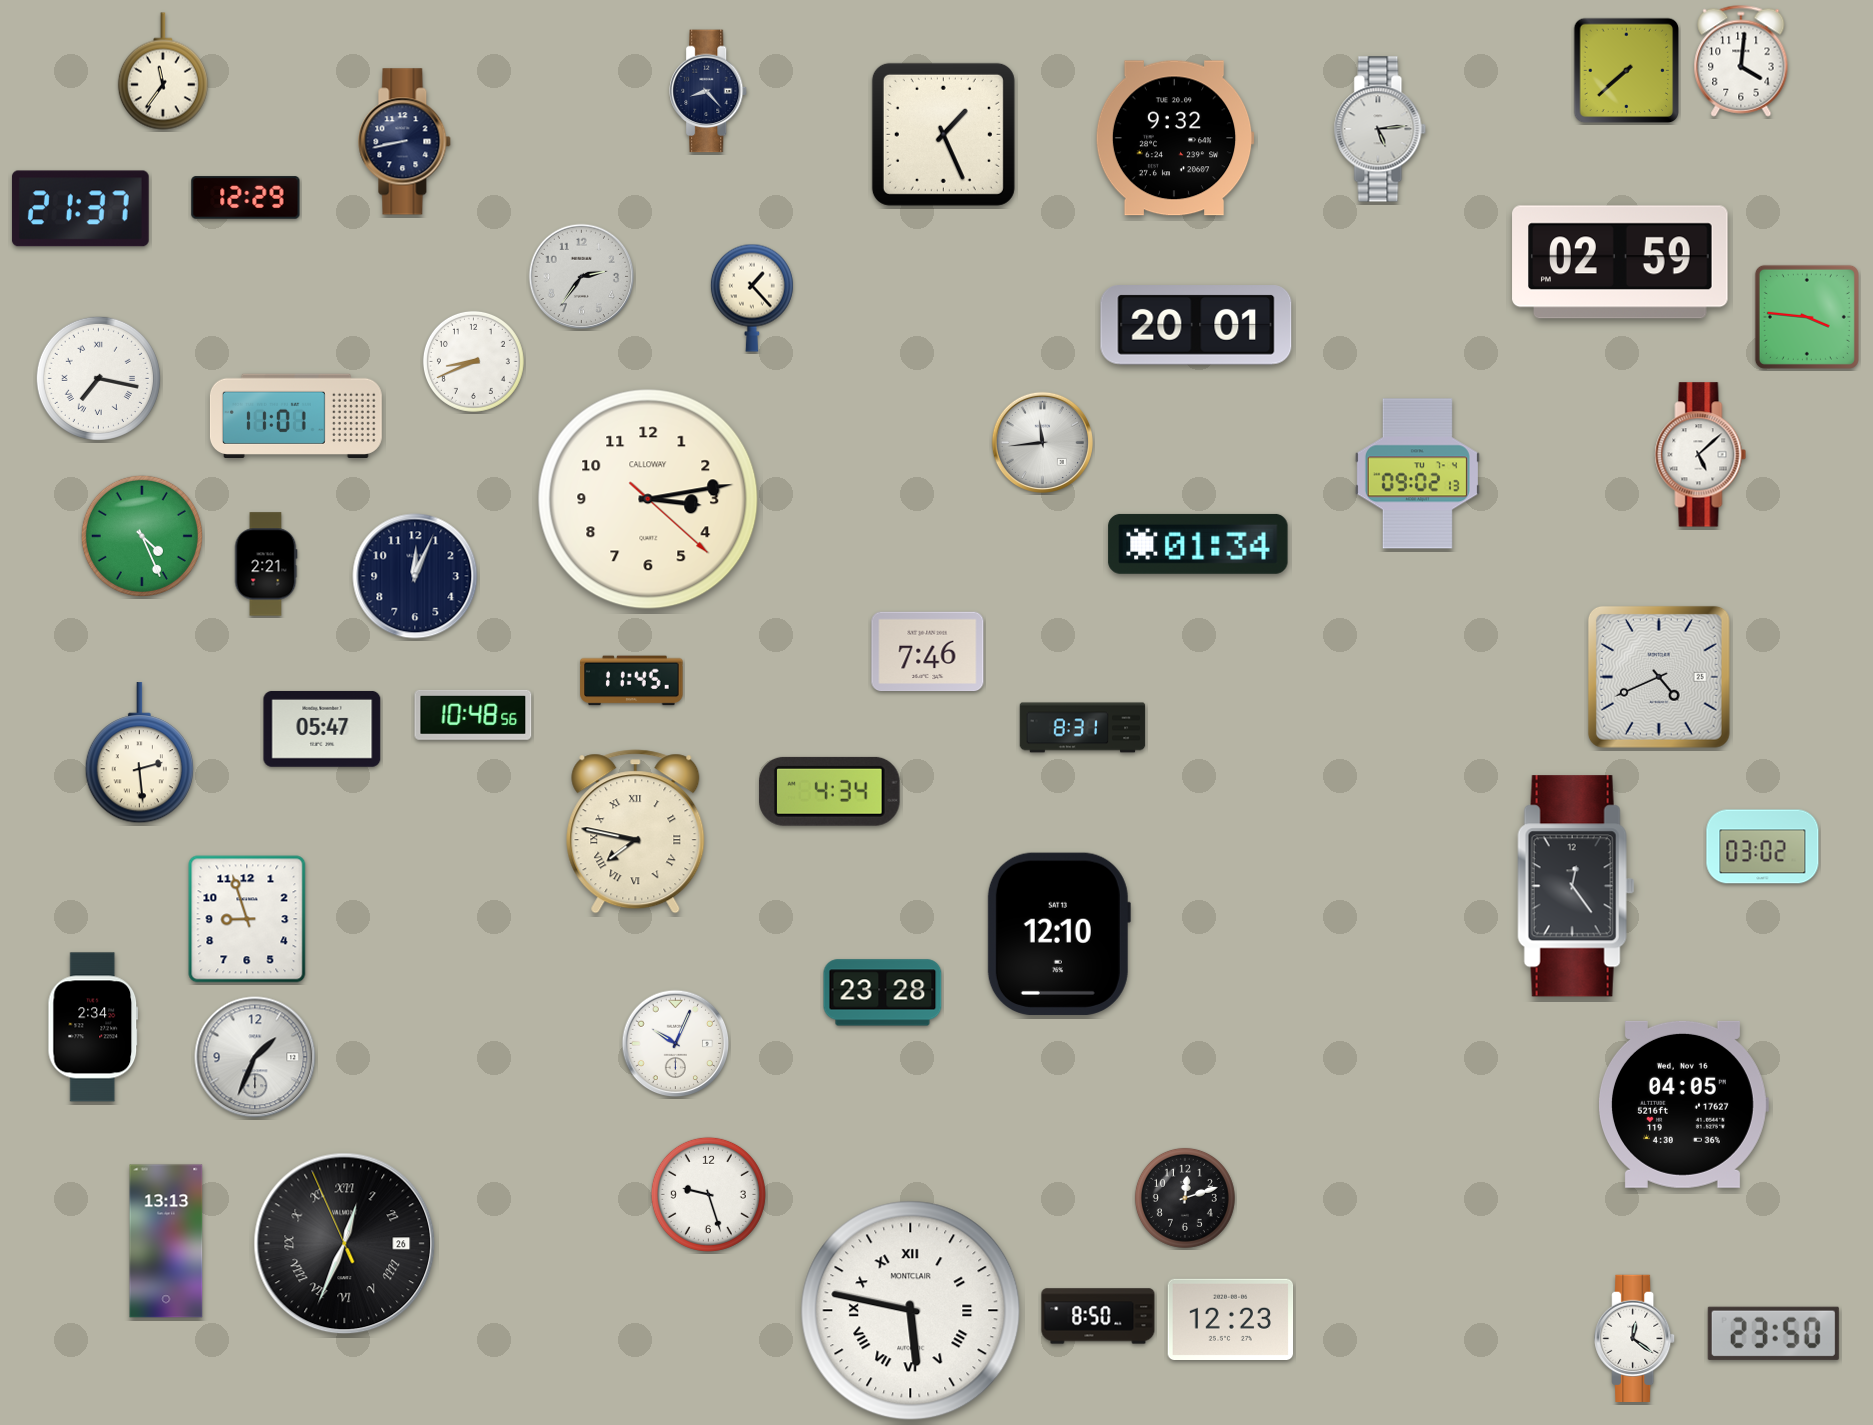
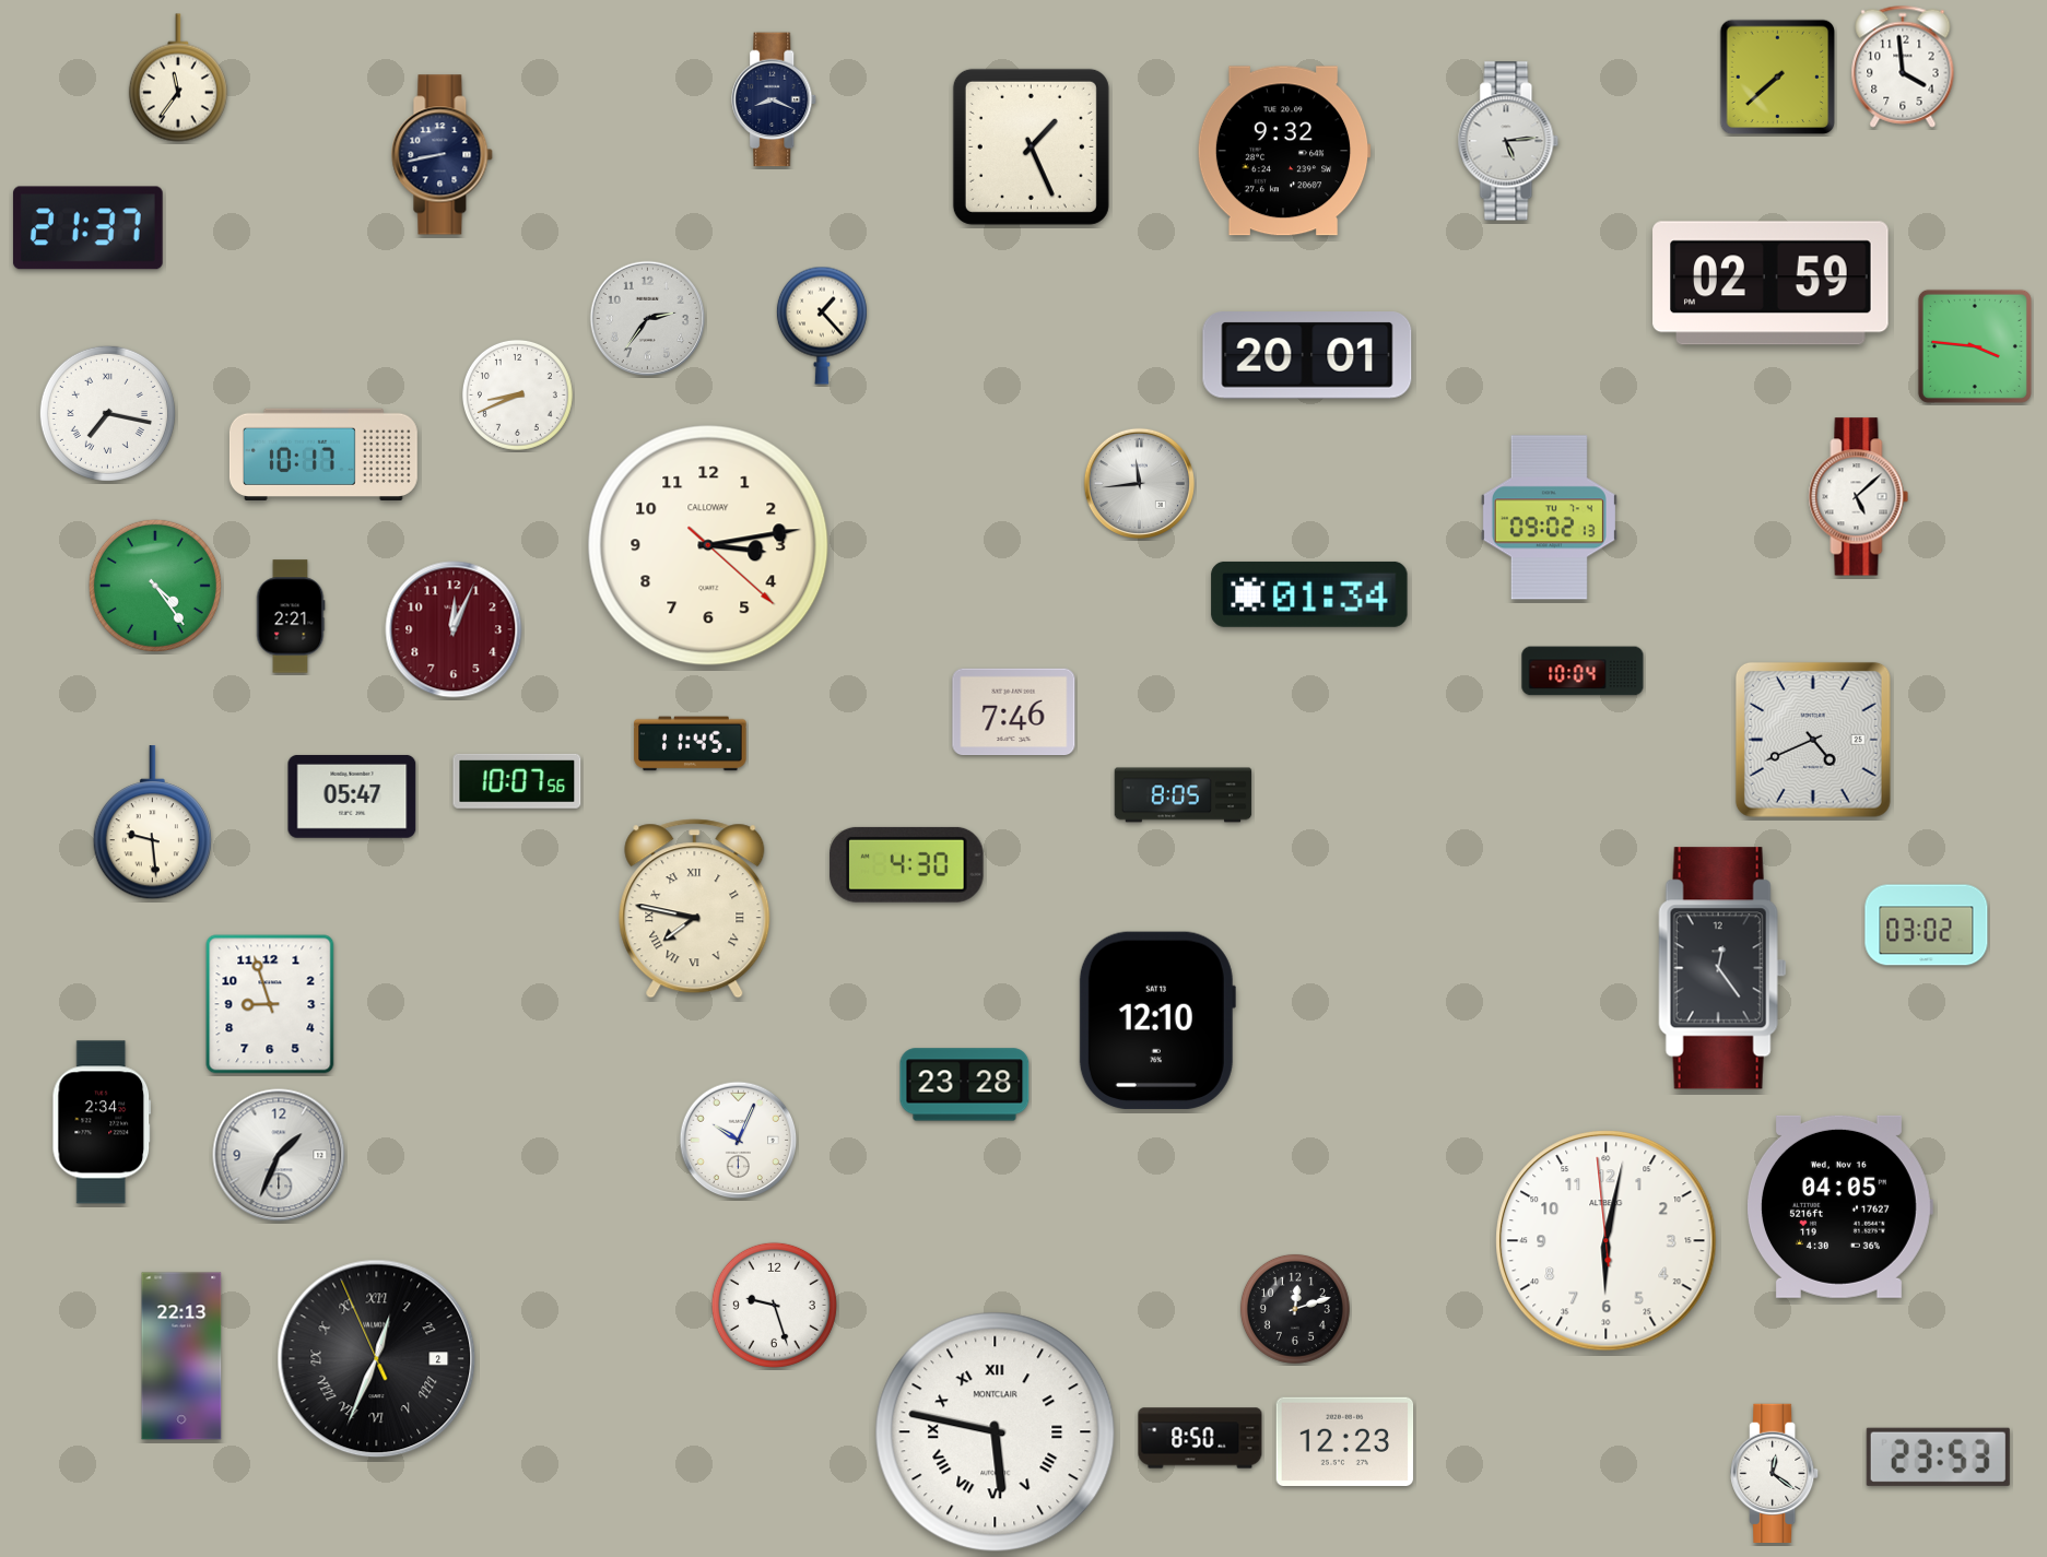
clock at (1741, 61): 4:01 -> 3:59
clock at (709, 91): 8:23 -> 8:19
clock at (246, 198): 12:29 -> none
clock at (1620, 262) position: (1620, 262) -> (1770, 283)
clock at (582, 277) position: (582, 277) -> (648, 319)
clock at (296, 415): 11:01 -> 10:17
clock at (142, 536): 4:26 -> 4:24
clock at (415, 576) dial: navy -> burgundy
clock at (1583, 671): none -> 10:04
clock at (473, 715): 10:48 -> 10:07
clock at (1083, 728): 8:31 -> 8:05
clock at (139, 753): 2:29 -> 9:29
clock at (830, 791): 4:34 -> 4:30
clock at (1607, 1241): none -> 6:01
clock at (166, 1241): 13:13 -> 22:13
clock at (345, 1244) date: 26 -> 2
clock at (1773, 1333): 23:50 -> 23:53
clock at (1635, 1338) position: (1635, 1338) -> (1775, 1473)
